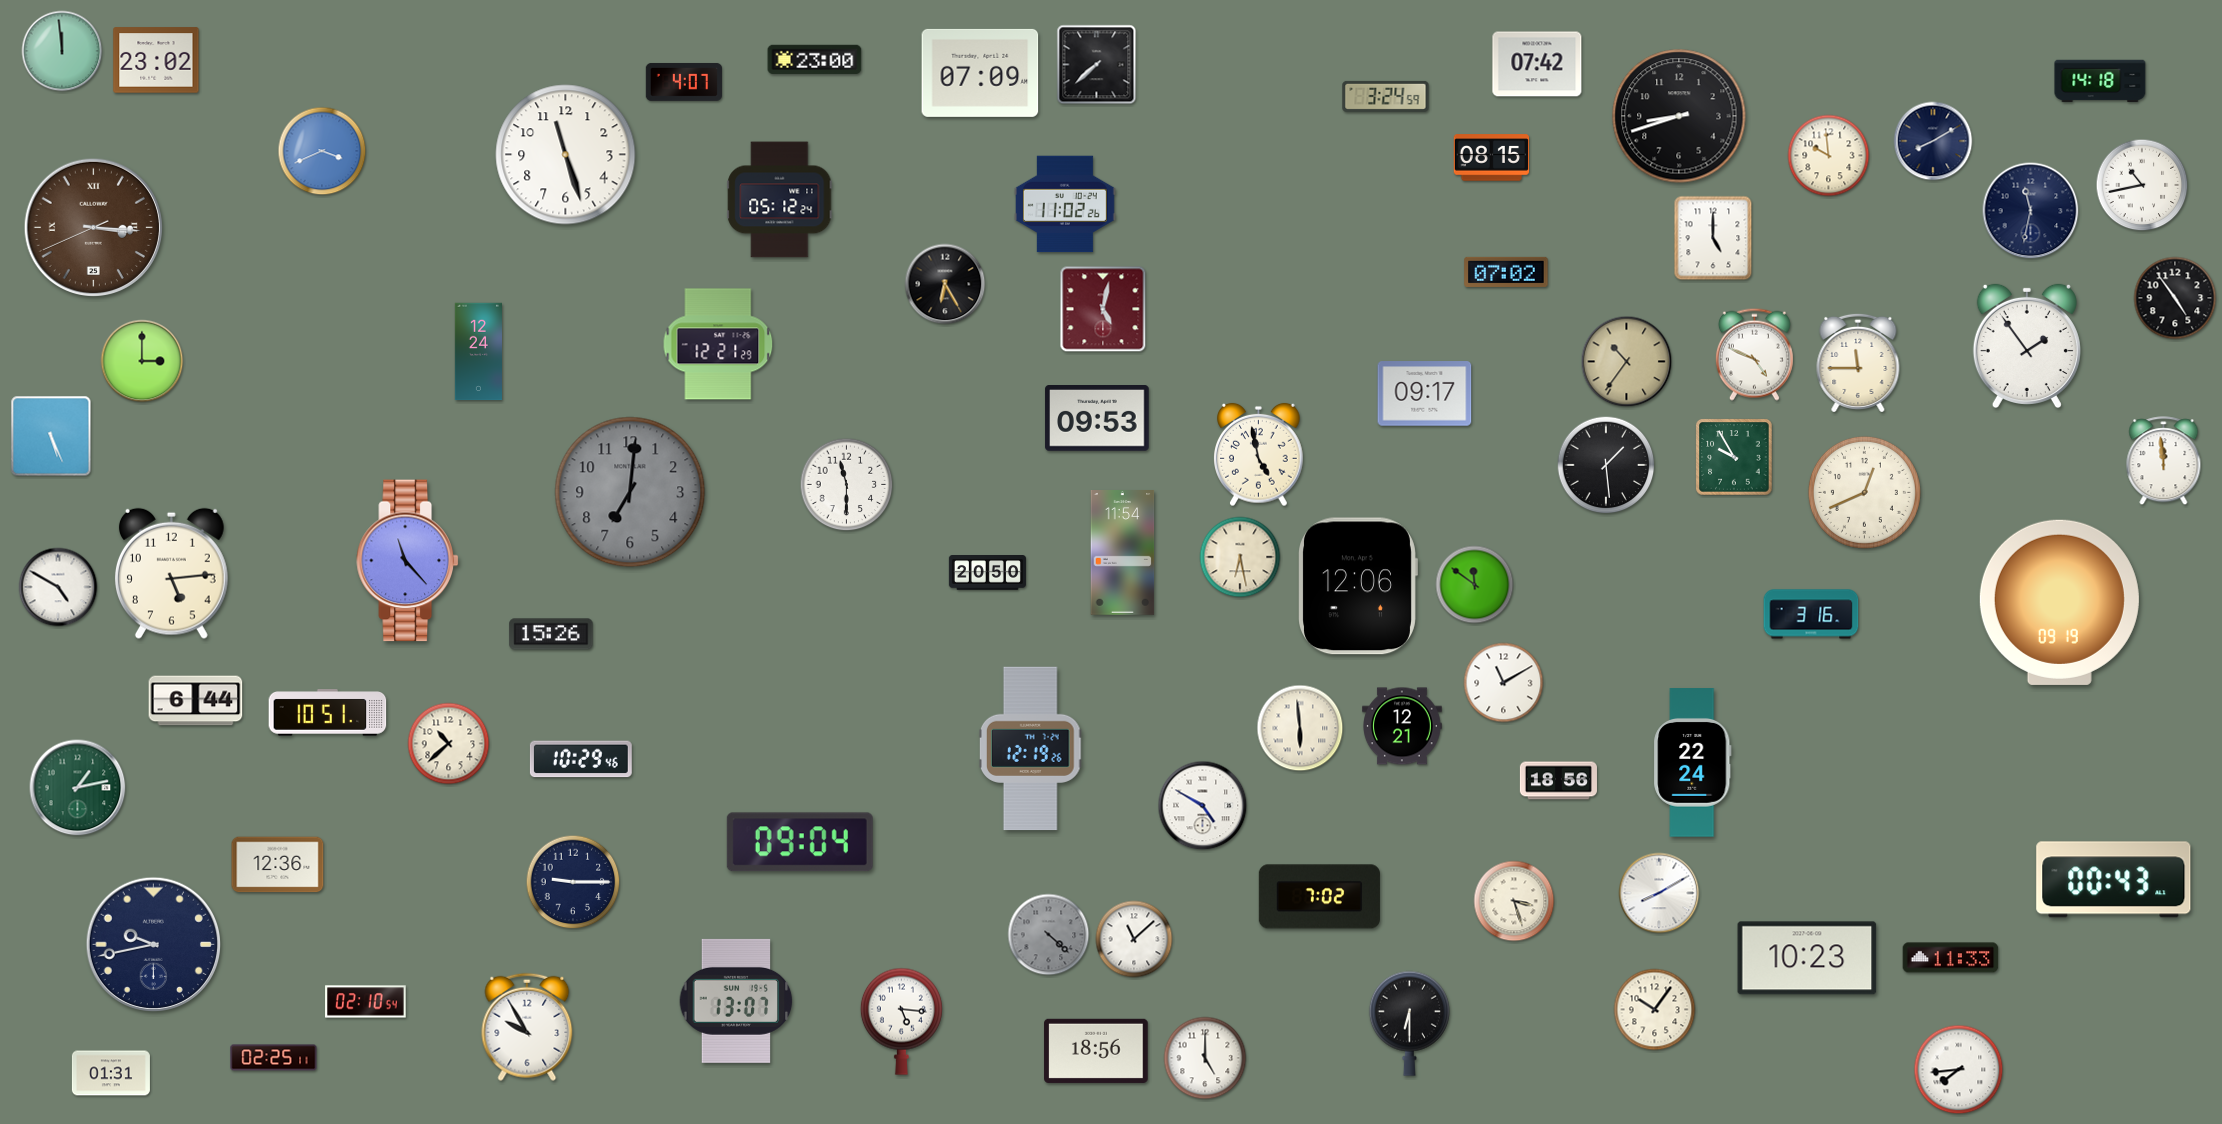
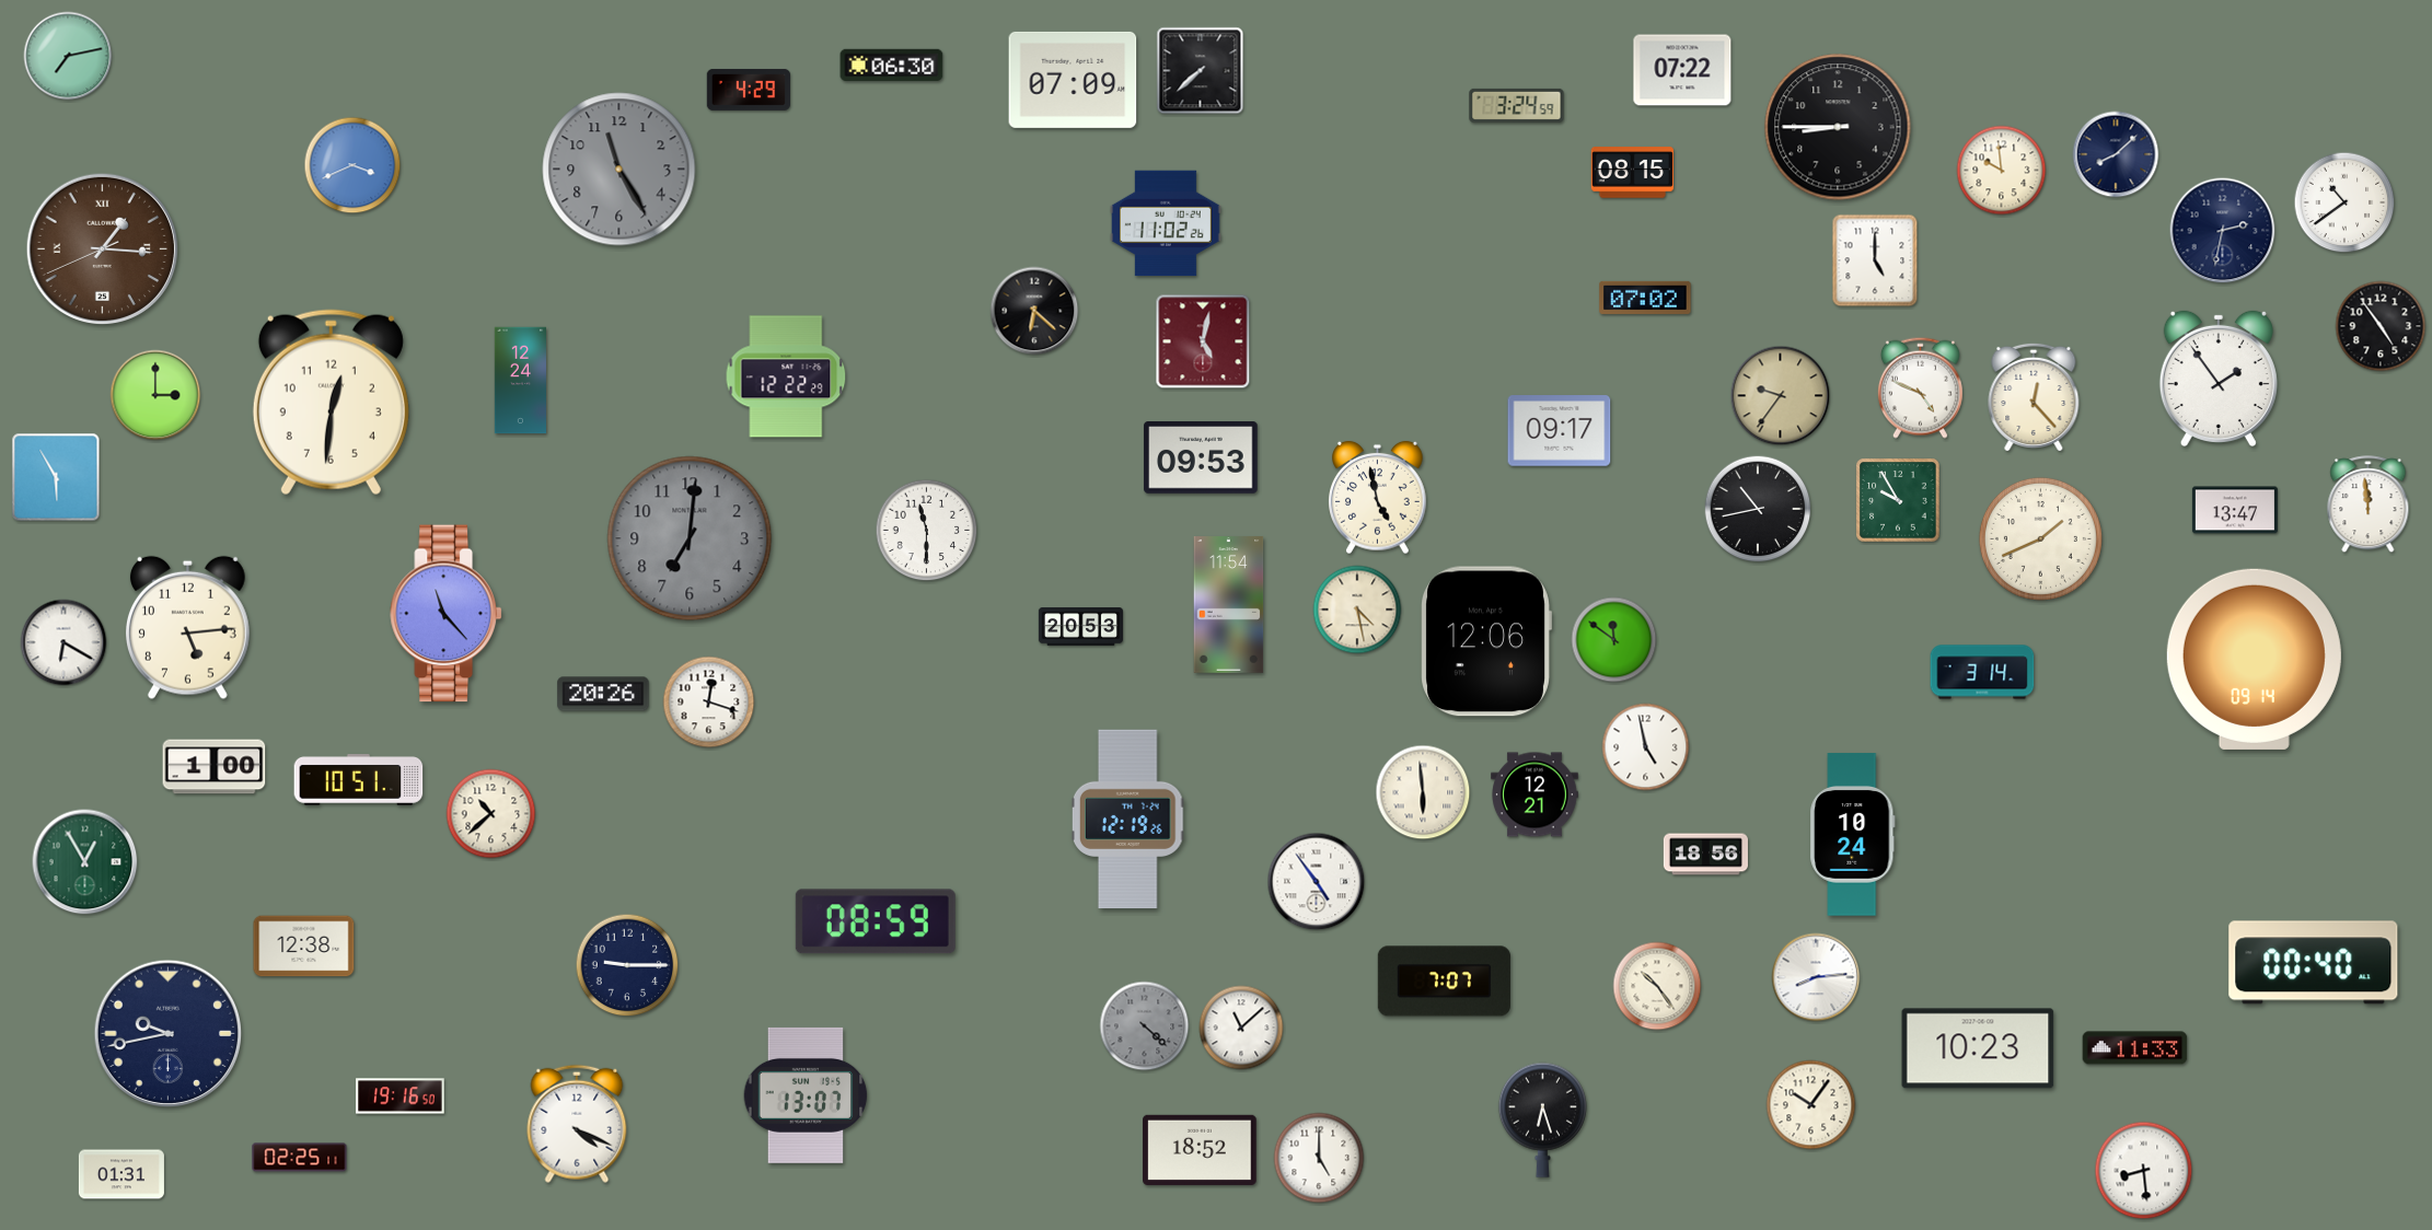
clock at (62, 51): 11:59 -> 7:13
clock at (815, 59): 23:00 -> 06:30
clock at (156, 60): 23:02 -> none
clock at (1537, 64): 07:42 -> 07:22
clock at (2100, 81): 14:18 -> none
clock at (683, 82): 4:07 -> 4:29
clock at (1679, 116): 8:42 -> 8:45
clock at (1933, 141): 8:10 -> 8:08
clock at (566, 155): 11:27 -> 11:25
clock at (566, 155) dial: white -> grey
clock at (2142, 185): 10:43 -> 10:39
clock at (780, 200): 05:12 -> none
clock at (2031, 211): 11:32 -> 2:32
clock at (93, 227): 3:15 -> 1:15
clock at (1506, 272) position: (1506, 272) -> (1645, 298)
clock at (945, 284): 6:25 -> 6:22
clock at (1103, 309) position: (1103, 309) -> (1203, 341)
clock at (718, 344): 12:21 -> 12:22
clock at (478, 352) position: (478, 352) -> (520, 381)
clock at (1627, 362): 10:36 -> 9:36
clock at (1858, 363): 11:45 -> 12:23
clock at (331, 403): none -> 12:31
clock at (51, 436): 5:26 -> 5:55
clock at (1606, 465): 1:29 -> 10:43
clock at (2235, 510): none -> 13:47
clock at (1864, 492): 12:41 -> 1:41
clock at (1240, 557): 6:28 -> 4:28
clock at (987, 573): 20:50 -> 20:53
clock at (58, 587): 4:50 -> 6:20
clock at (2059, 602): 09:19 -> 09:14
clock at (1811, 614): 3:16 -> 3:14
clock at (551, 634): 15:26 -> 20:26
clock at (709, 703): none -> 12:18
clock at (1504, 683): 11:10 -> 4:58
clock at (196, 701): 6:44 -> 1:00
clock at (1300, 728) position: (1300, 728) -> (1423, 792)
clock at (581, 759): 10:29 -> none
clock at (1693, 763): 22:24 -> 10:24
clock at (78, 788): 1:13 -> 12:55
clock at (1203, 806): 4:50 -> 4:54
clock at (800, 842): 09:04 -> 08:59
clock at (278, 865): 12:36 -> 12:38
clock at (2114, 880): 00:43 -> 00:40
clock at (1659, 893): 8:10 -> 8:14
clock at (1319, 897): 7:02 -> 7:07
clock at (1514, 901): 3:27 -> 10:24
clock at (1049, 935) position: (1049, 935) -> (1145, 1026)
clock at (366, 1002): 02:10 -> 19:16
clock at (901, 1021): 5:16 -> none
clock at (1409, 1023): 6:30 -> 6:27
clock at (527, 1027): 9:55 -> 4:19
clock at (1096, 1051): 18:56 -> 18:52
clock at (1959, 1070): 7:44 -> 8:29
